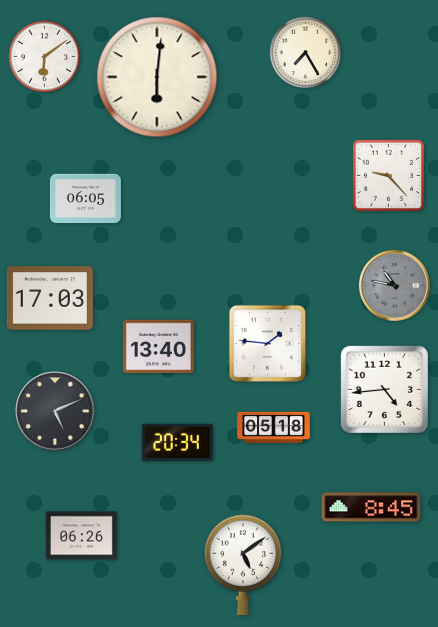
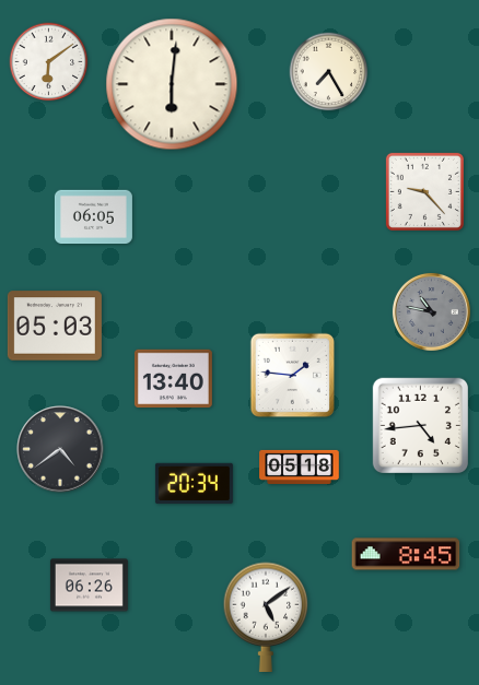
clock at (306, 53) position: (306, 53) -> (329, 72)
clock at (50, 298): 17:03 -> 05:03
clock at (55, 411): 5:11 -> 4:39
